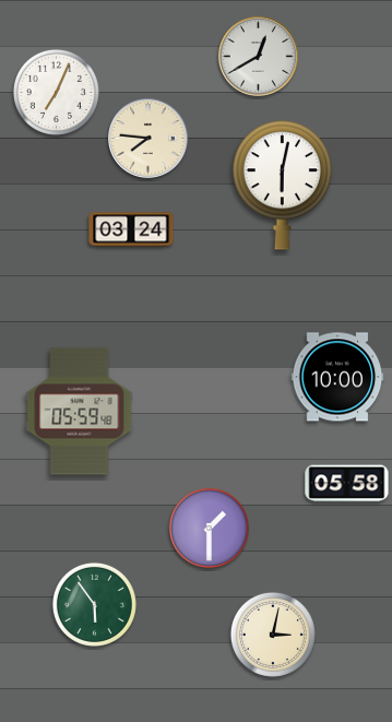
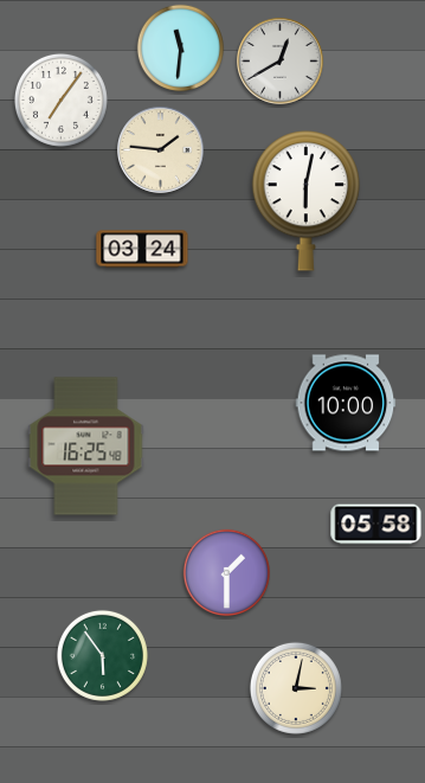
clock at (180, 47): none -> 11:31
clock at (56, 92): 7:04 -> 7:06
clock at (149, 139): 7:46 -> 1:46
clock at (337, 377) position: (337, 377) -> (346, 403)
clock at (80, 412): 05:59 -> 16:25
